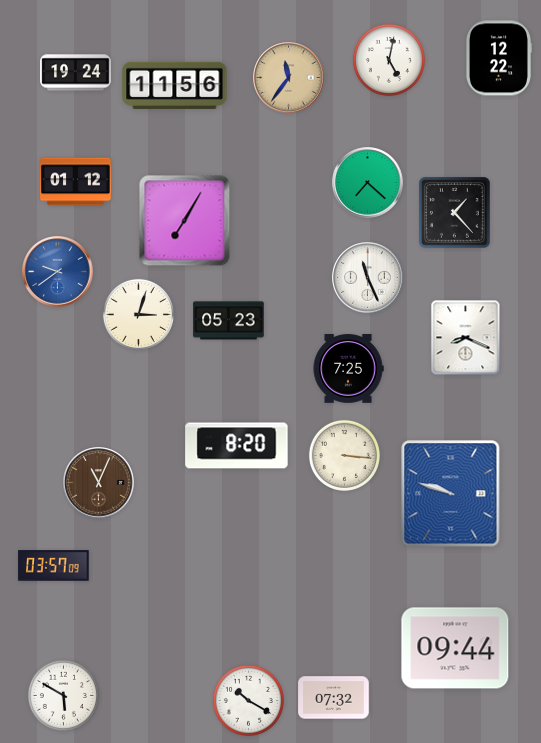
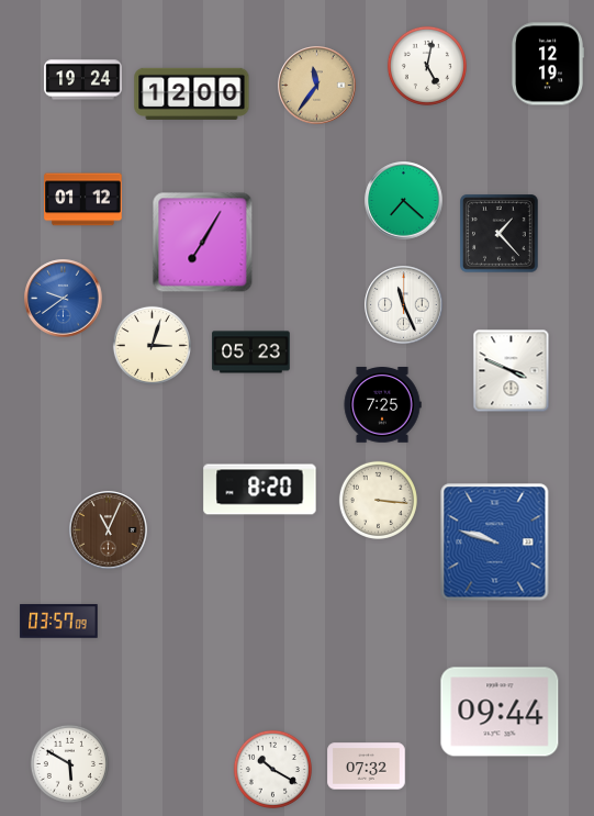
clock at (498, 58): 12:22 -> 12:19
clock at (175, 85): 11:56 -> 12:00
clock at (466, 338): 8:19 -> 3:49
